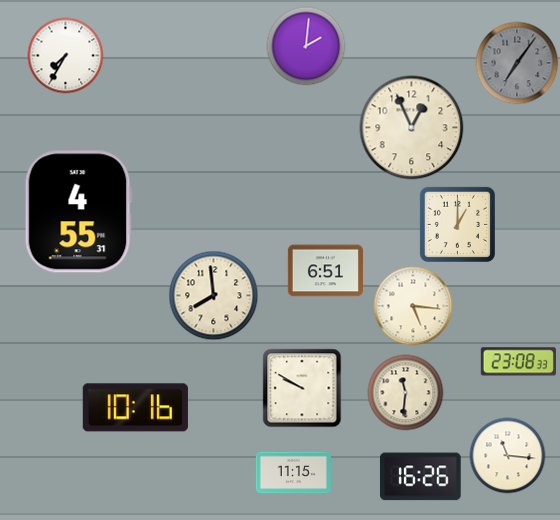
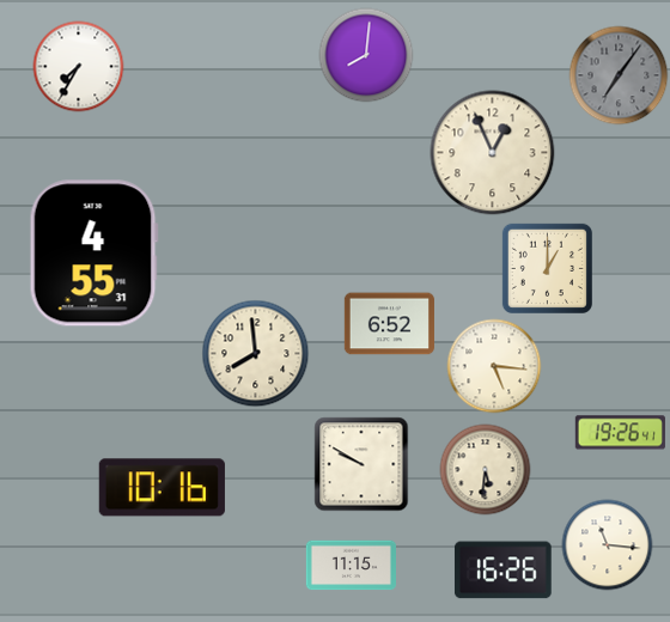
clock at (306, 46): 2:01 -> 8:01
clock at (325, 271): 6:51 -> 6:52
clock at (518, 362): 23:08 -> 19:26
clock at (406, 393): 11:31 -> 5:31
